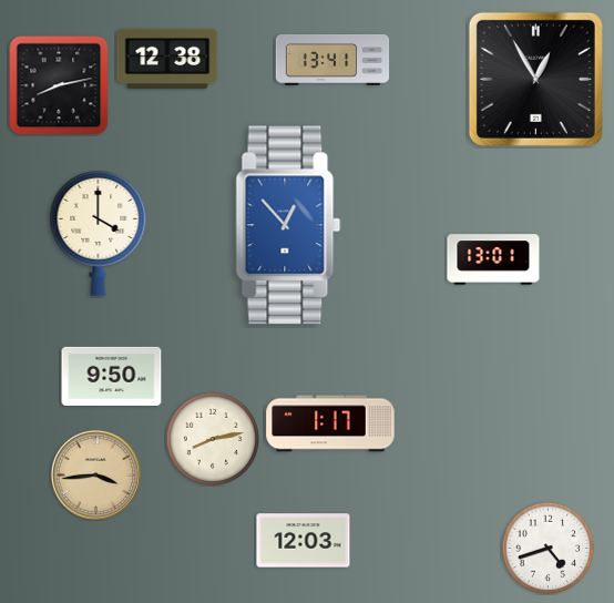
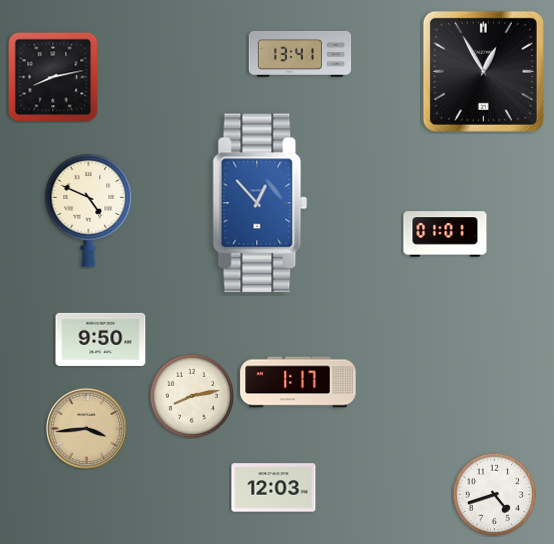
clock at (167, 59): 12:38 -> none
clock at (99, 234): 4:00 -> 4:49
clock at (493, 259): 13:01 -> 01:01
